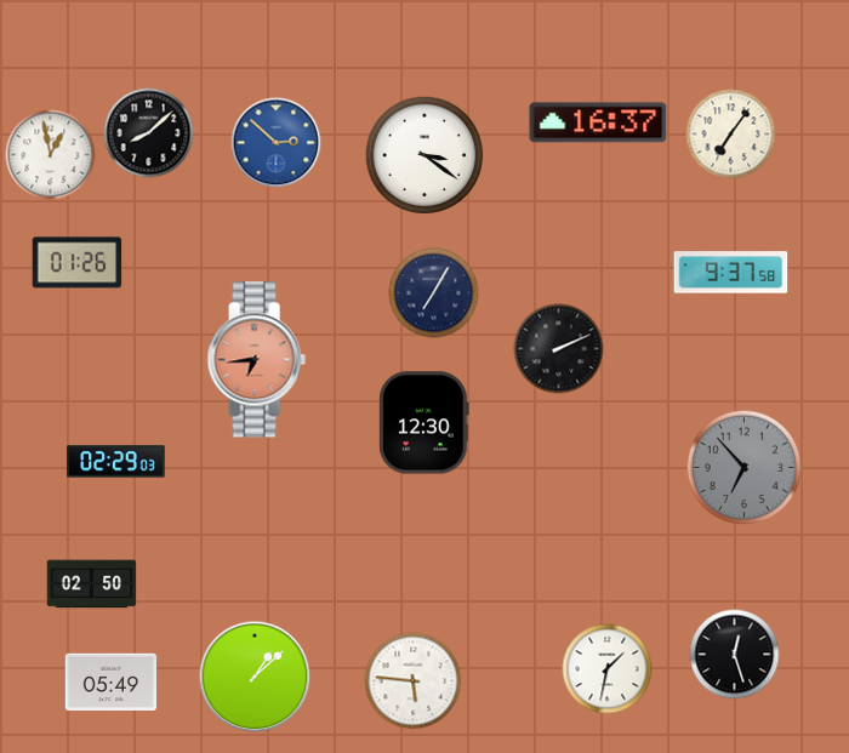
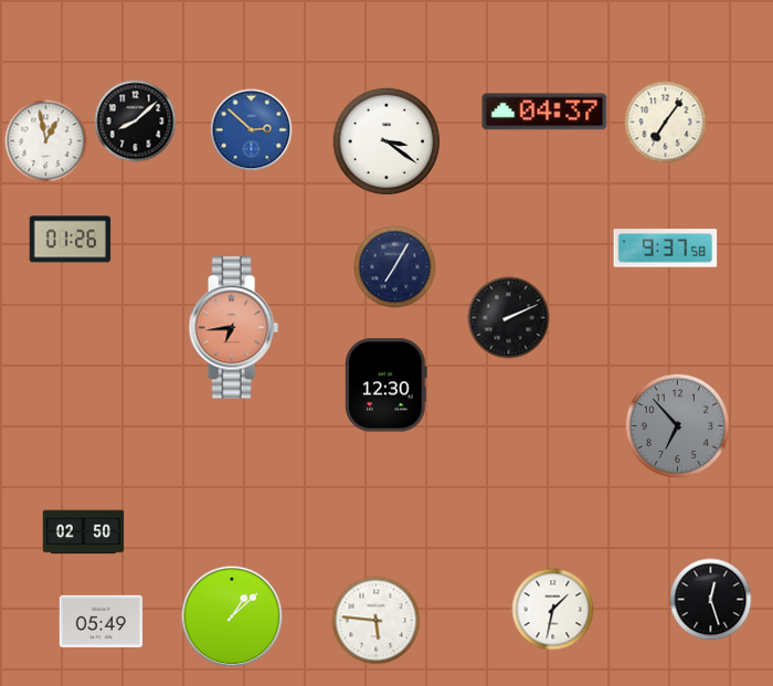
clock at (598, 122): 16:37 -> 04:37
clock at (116, 462): 02:29 -> none
clock at (735, 655) position: (735, 655) -> (711, 600)
